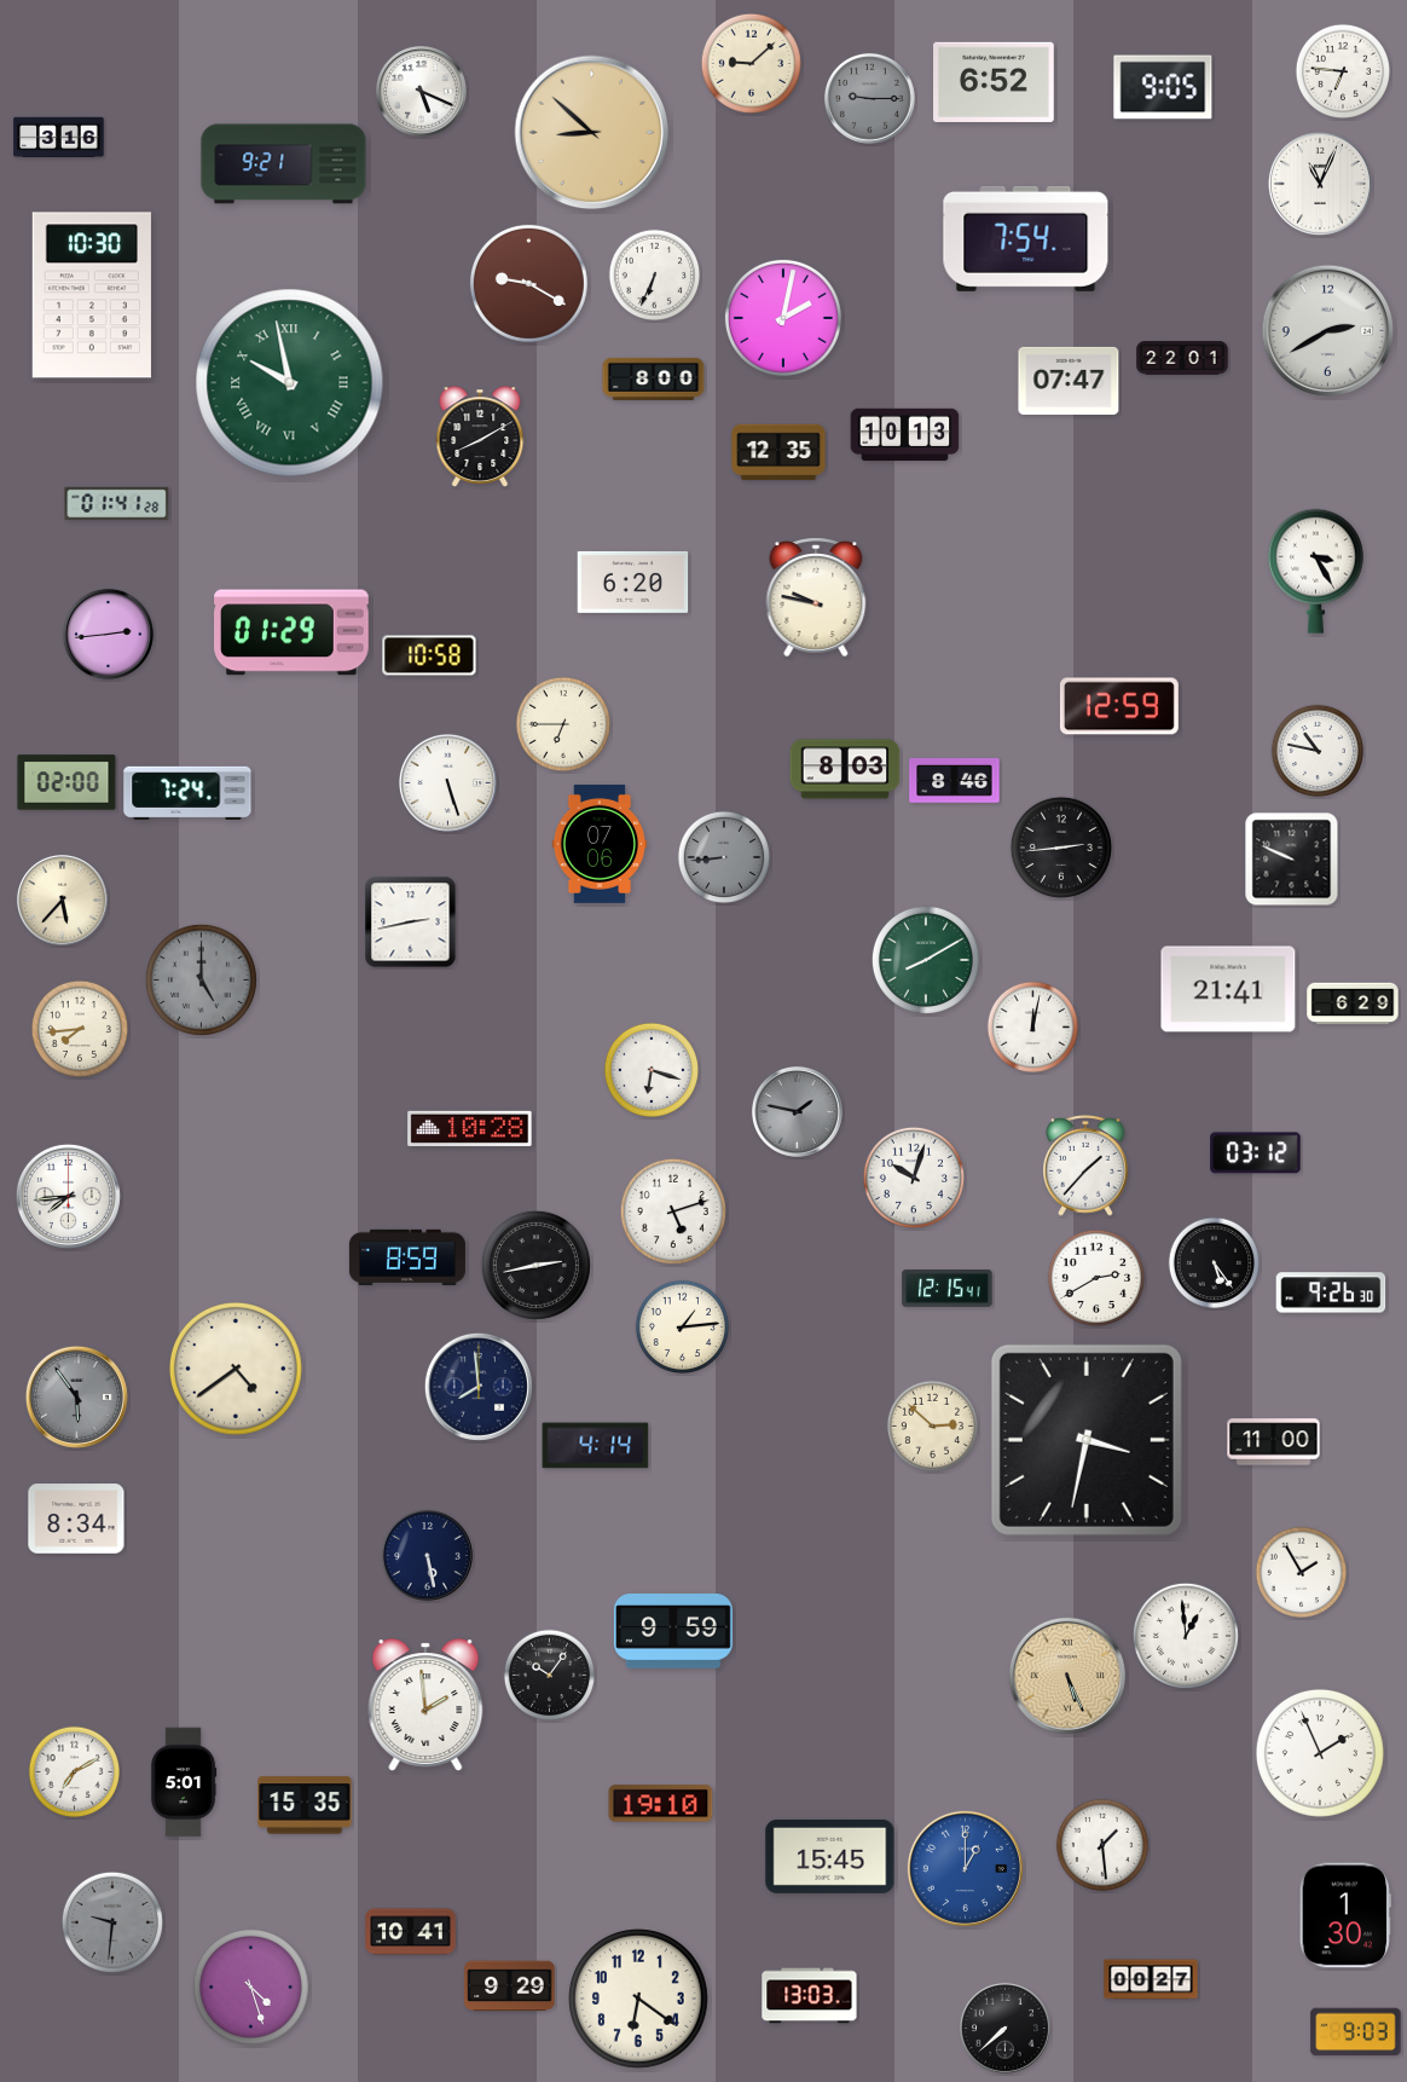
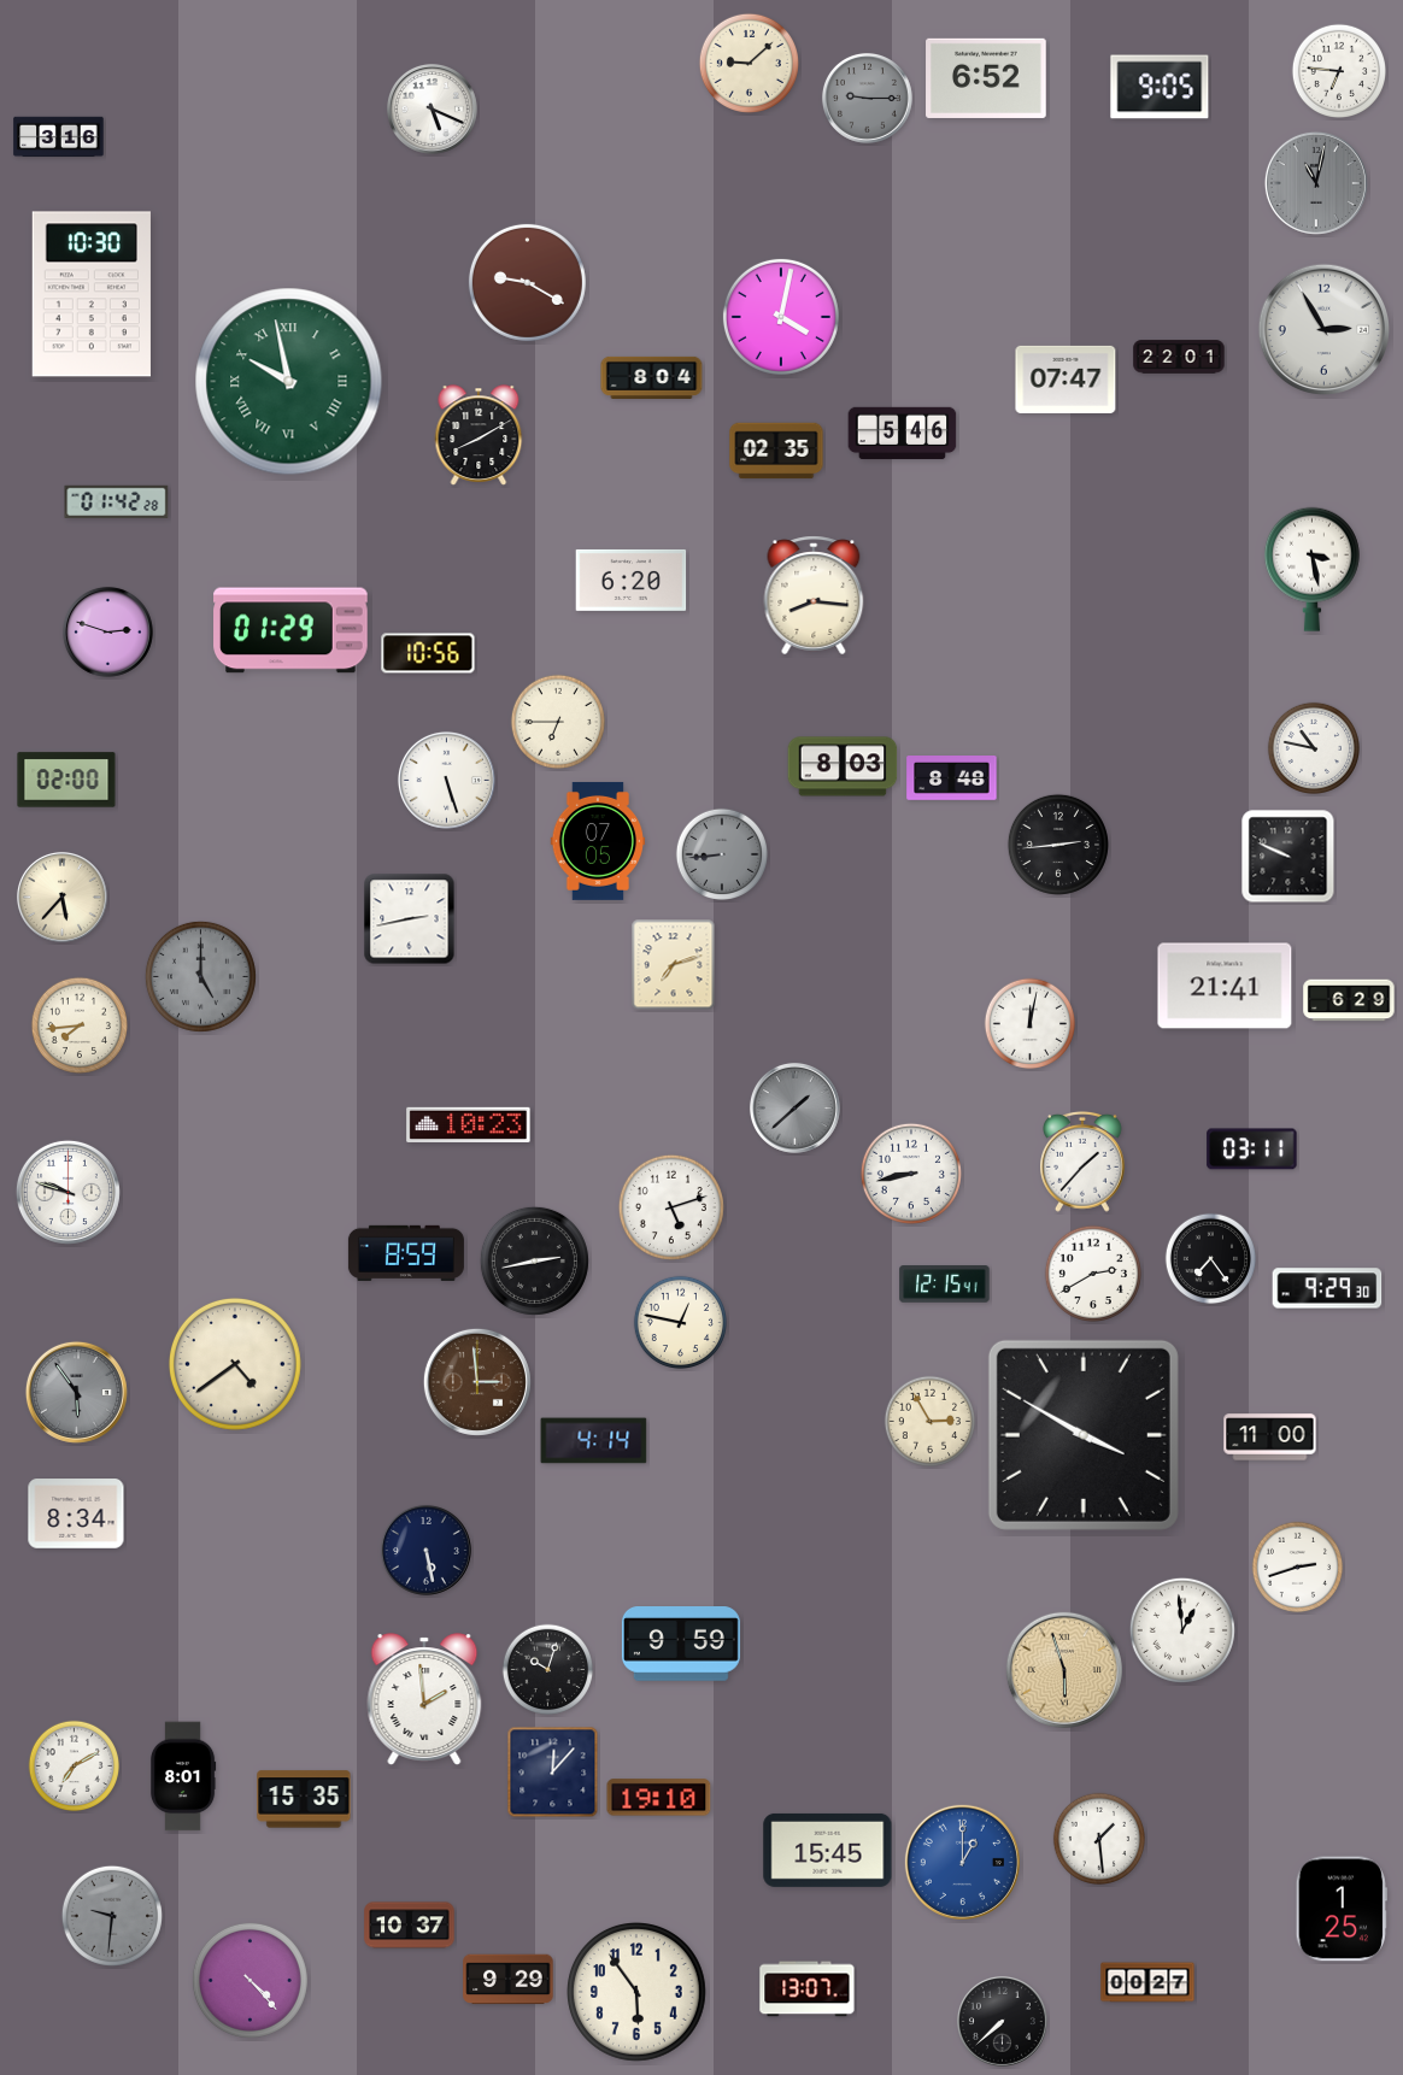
clock at (994, 82) position: (994, 82) -> (986, 78)
clock at (421, 91) position: (421, 91) -> (432, 108)
clock at (592, 133): 8:52 -> none
clock at (284, 164): 9:21 -> none
clock at (1320, 184): 11:04 -> 11:02
clock at (1320, 184) dial: white -> grey
clock at (1026, 238): 7:54 -> none
clock at (655, 276): 6:34 -> none
clock at (783, 318): 2:02 -> 4:02
clock at (1328, 331): 2:40 -> 2:55
clock at (654, 378): 8:00 -> 8:04
clock at (905, 435): 10:13 -> 5:46
clock at (778, 452): 12:35 -> 02:35
clock at (117, 503): 01:41 -> 01:42
clock at (1315, 571): 3:25 -> 3:28
clock at (816, 597): 9:47 -> 8:16
clock at (108, 634): 2:44 -> 2:48
clock at (429, 655): 10:58 -> 10:56
clock at (1119, 706): 12:59 -> none
clock at (562, 723) position: (562, 723) -> (557, 721)
clock at (955, 781): 8:46 -> 8:48
clock at (187, 793): 7:24 -> none
clock at (598, 844): 07:06 -> 07:05
clock at (926, 960): 8:10 -> none
clock at (674, 965): none -> 7:12
clock at (650, 1069): 6:18 -> none
clock at (797, 1111): 1:47 -> 1:38
clock at (470, 1128): 10:28 -> 10:23
clock at (1256, 1153): 03:12 -> 03:11
clock at (914, 1178): 10:03 -> 8:43
clock at (68, 1196): 7:44 -> 9:48
clock at (1215, 1263): 5:24 -> 7:24
clock at (1331, 1292): 9:26 -> 9:29
clock at (682, 1326): 1:14 -> 12:47
clock at (479, 1387): 7:59 -> 2:59
clock at (479, 1387) dial: navy -> brown
clock at (933, 1427): 2:52 -> 2:55
clock at (1087, 1440): 3:32 -> 3:50
clock at (1302, 1573): 1:55 -> 2:42
clock at (673, 1632) position: (673, 1632) -> (681, 1645)
clock at (550, 1676): 10:06 -> 10:03
clock at (1067, 1676): 5:26 -> 5:57
clock at (1320, 1753): 1:56 -> none
clock at (553, 1773): none -> 12:07
clock at (184, 1782): 5:01 -> 8:01
clock at (1345, 1915): 1:30 -> 1:25
clock at (411, 1932): 10:41 -> 10:37
clock at (1151, 1979) position: (1151, 1979) -> (1147, 1982)
clock at (250, 1986): 4:27 -> 4:23
clock at (810, 1996): 13:03 -> 13:07
clock at (639, 2000): 6:21 -> 5:54
clock at (1356, 2032): 9:03 -> none
